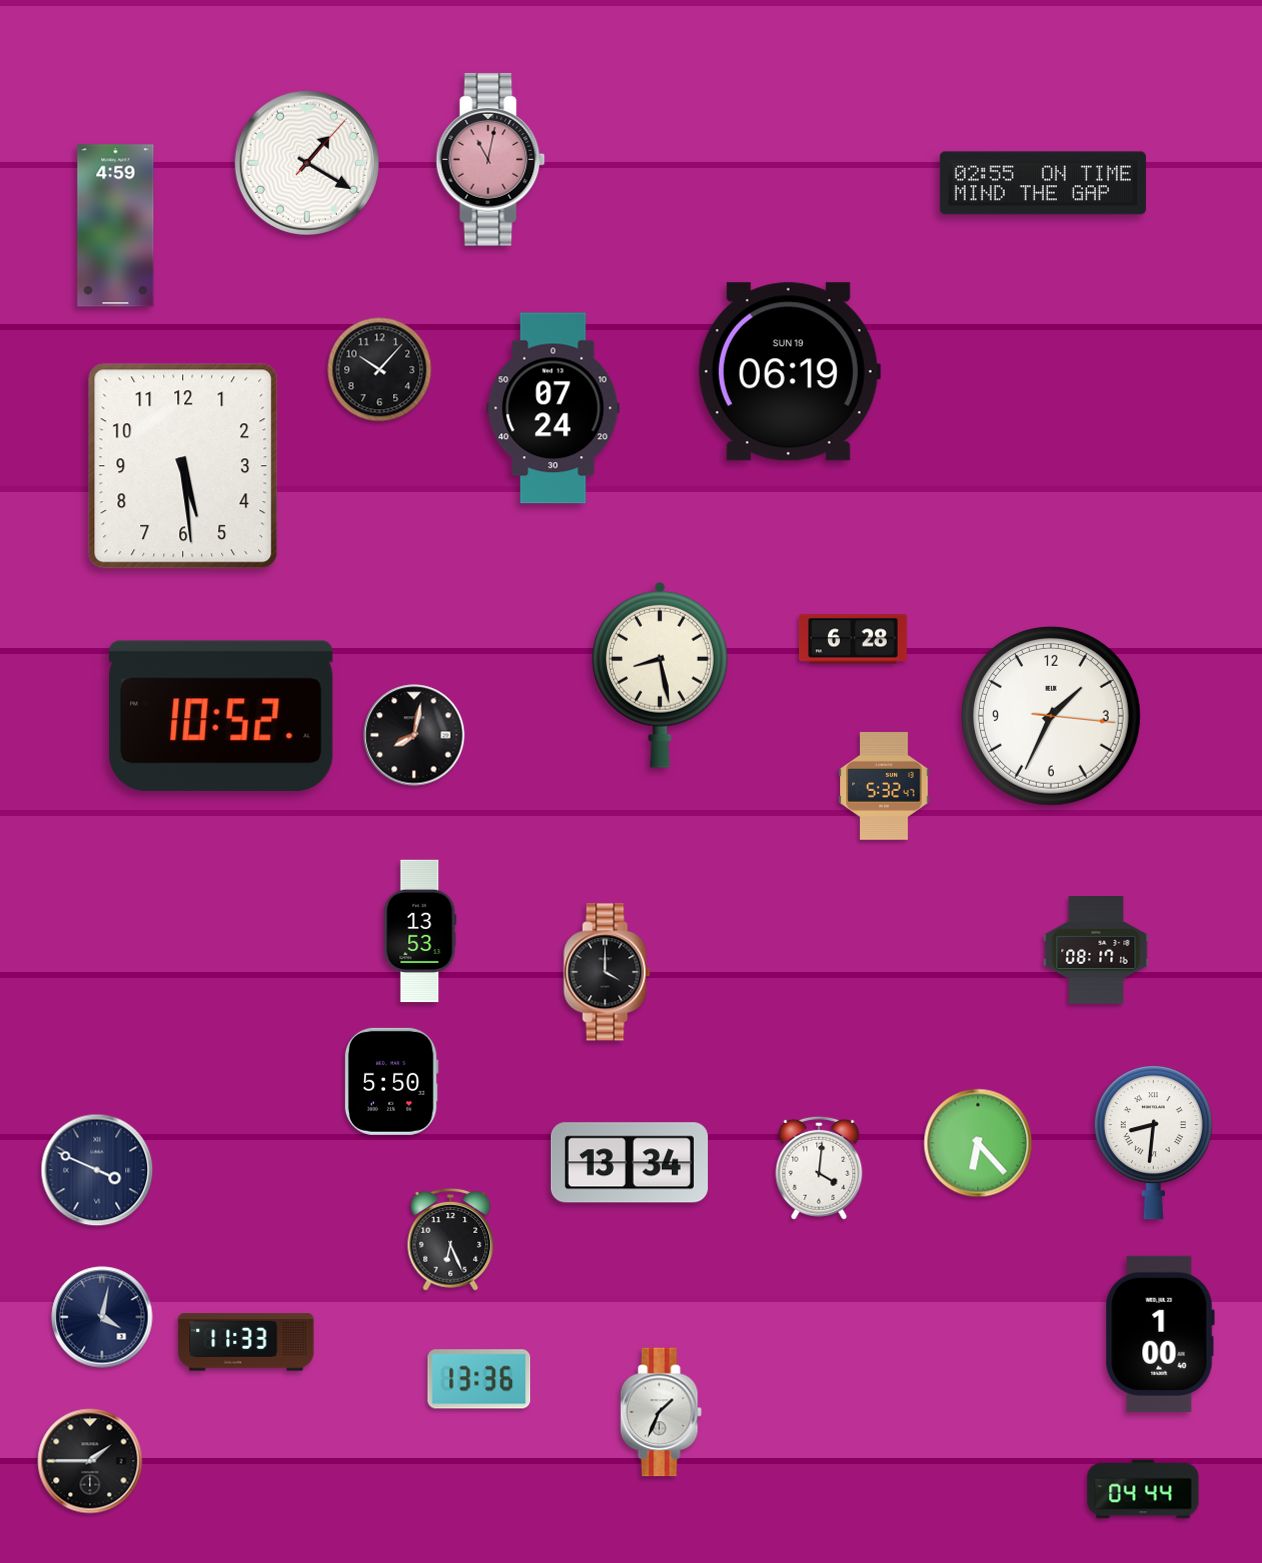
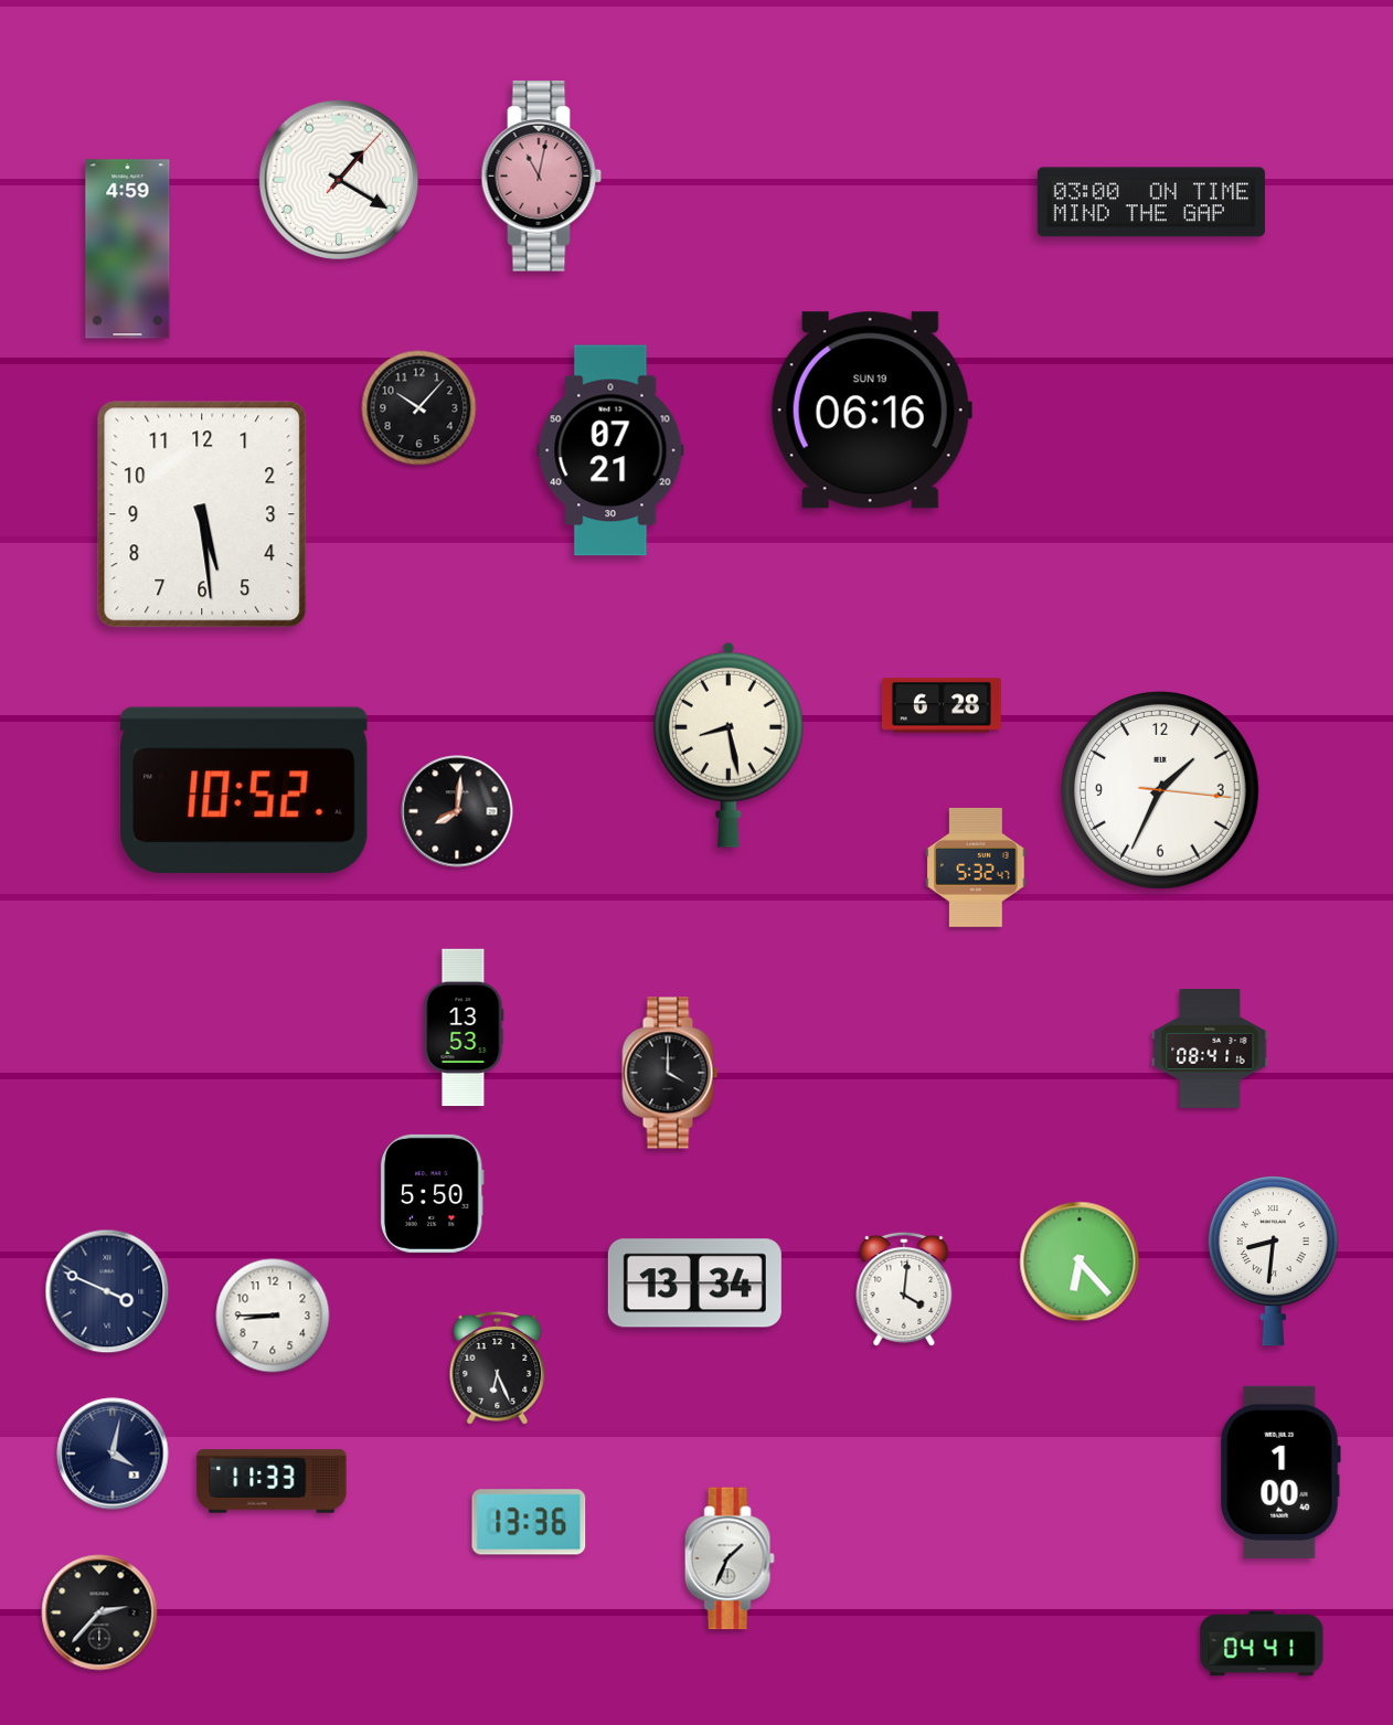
clock at (1043, 183): 02:55 -> 03:00
clock at (789, 372): 06:19 -> 06:16
clock at (553, 408): 07:24 -> 07:21
clock at (414, 735): 8:02 -> 8:01
clock at (1096, 951): 08:17 -> 08:41
clock at (273, 1316): none -> 8:45
clock at (90, 1461): 1:45 -> 2:37
clock at (1143, 1489): 04:44 -> 04:41
